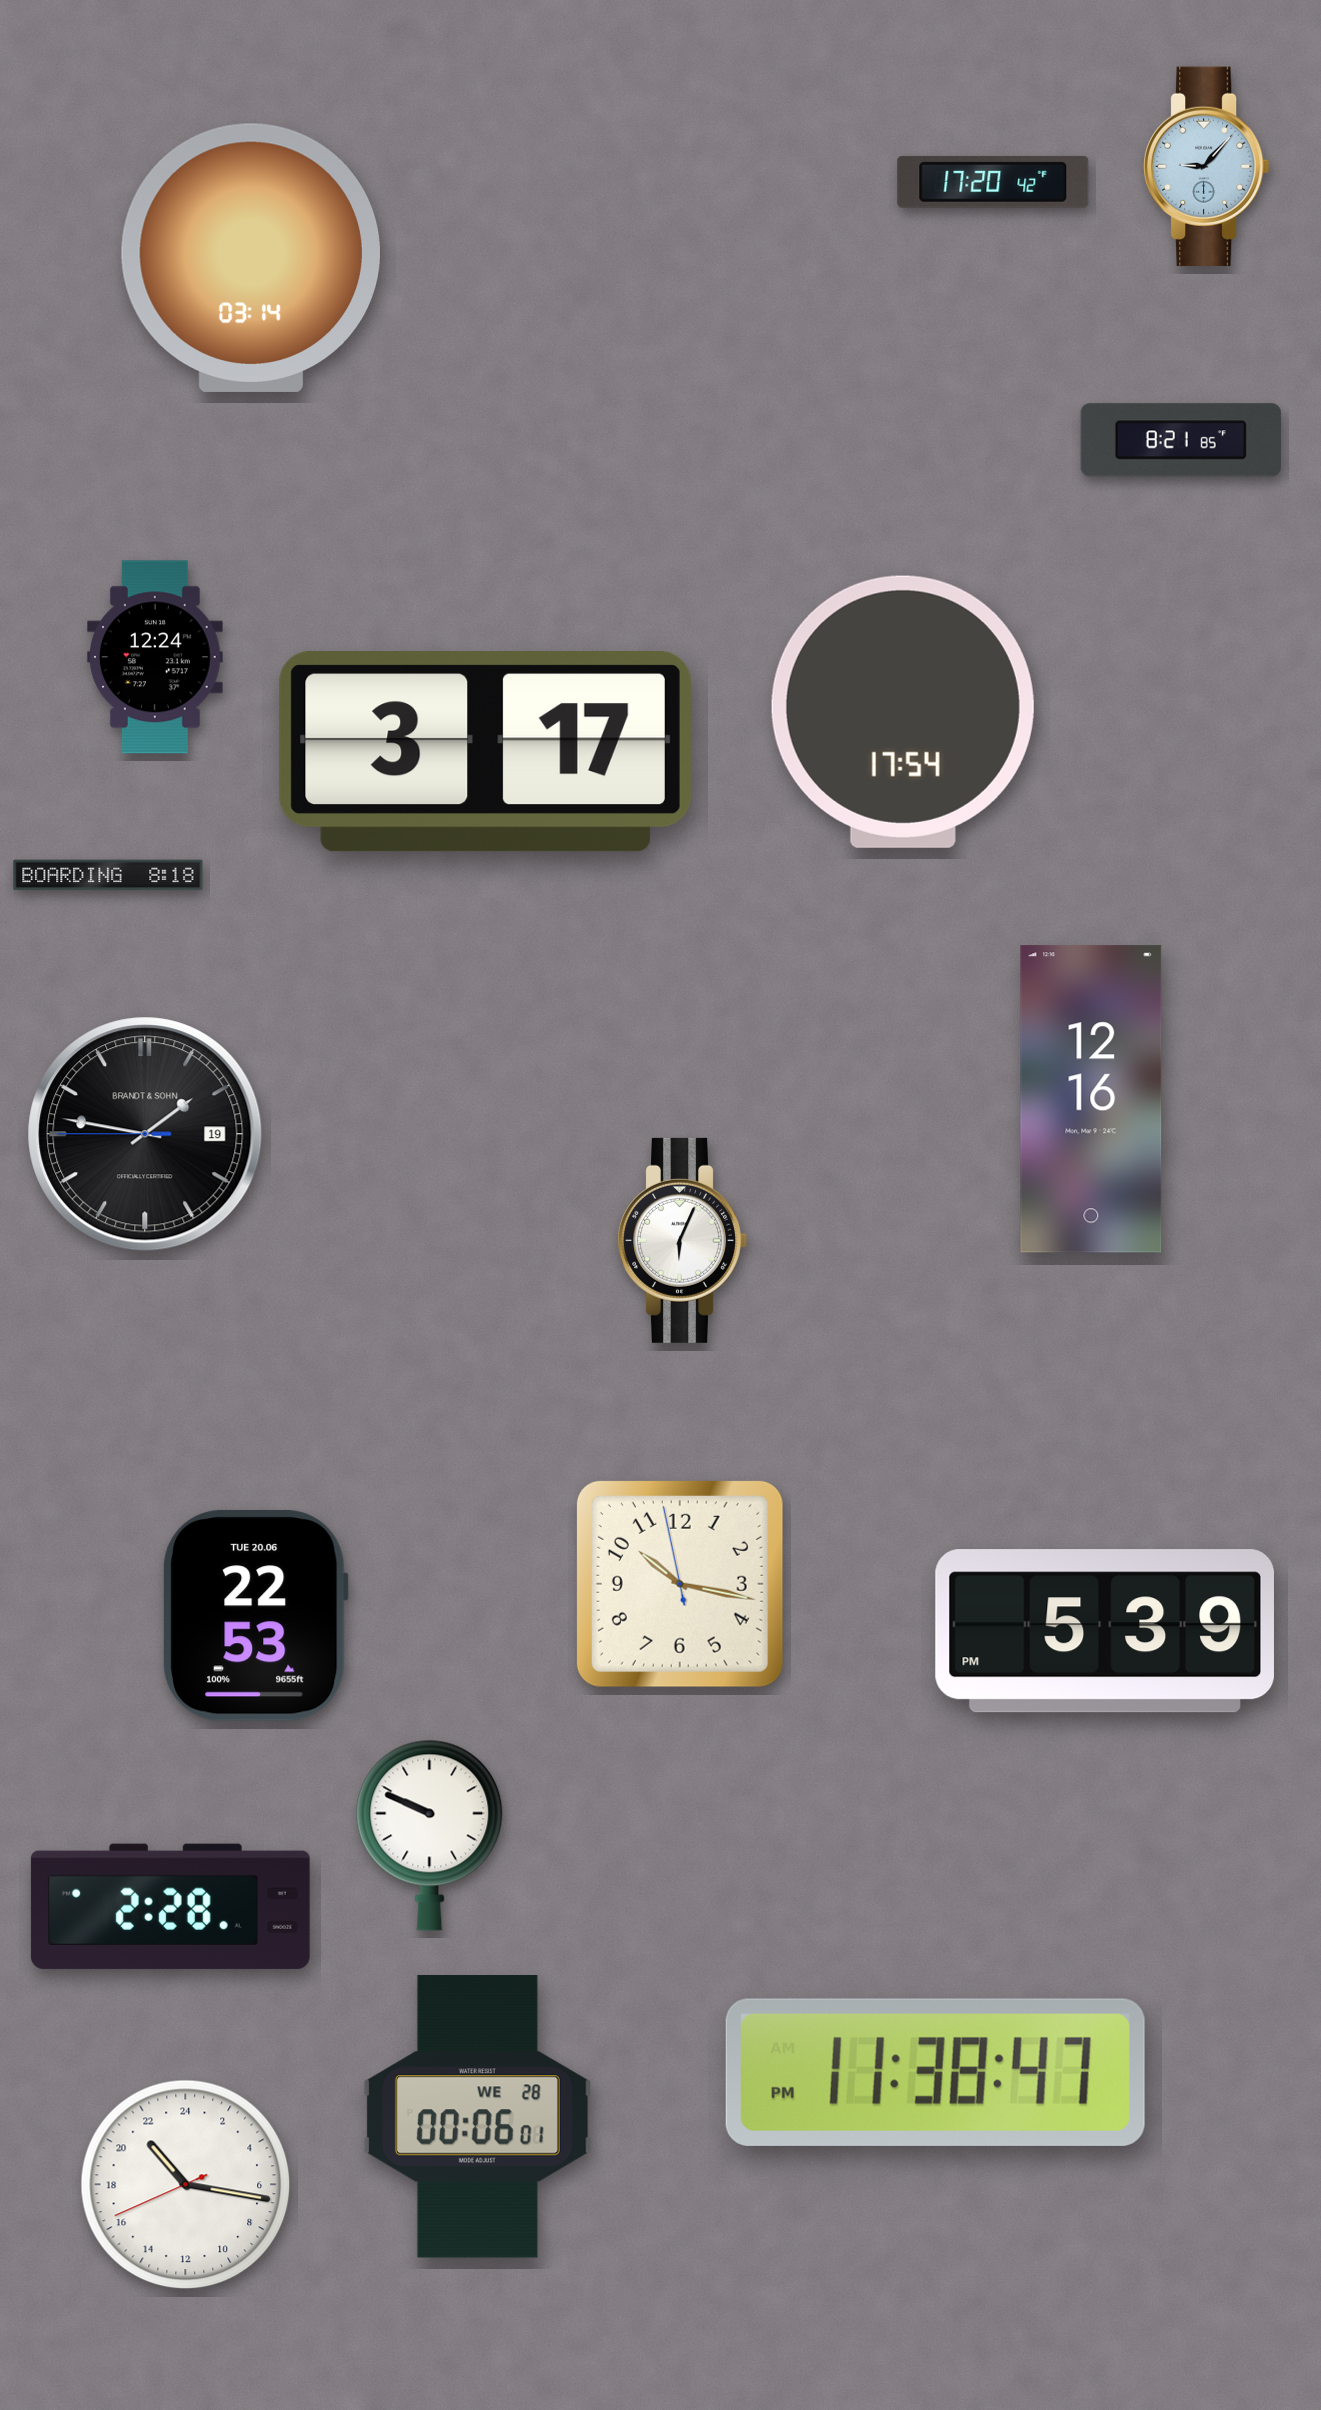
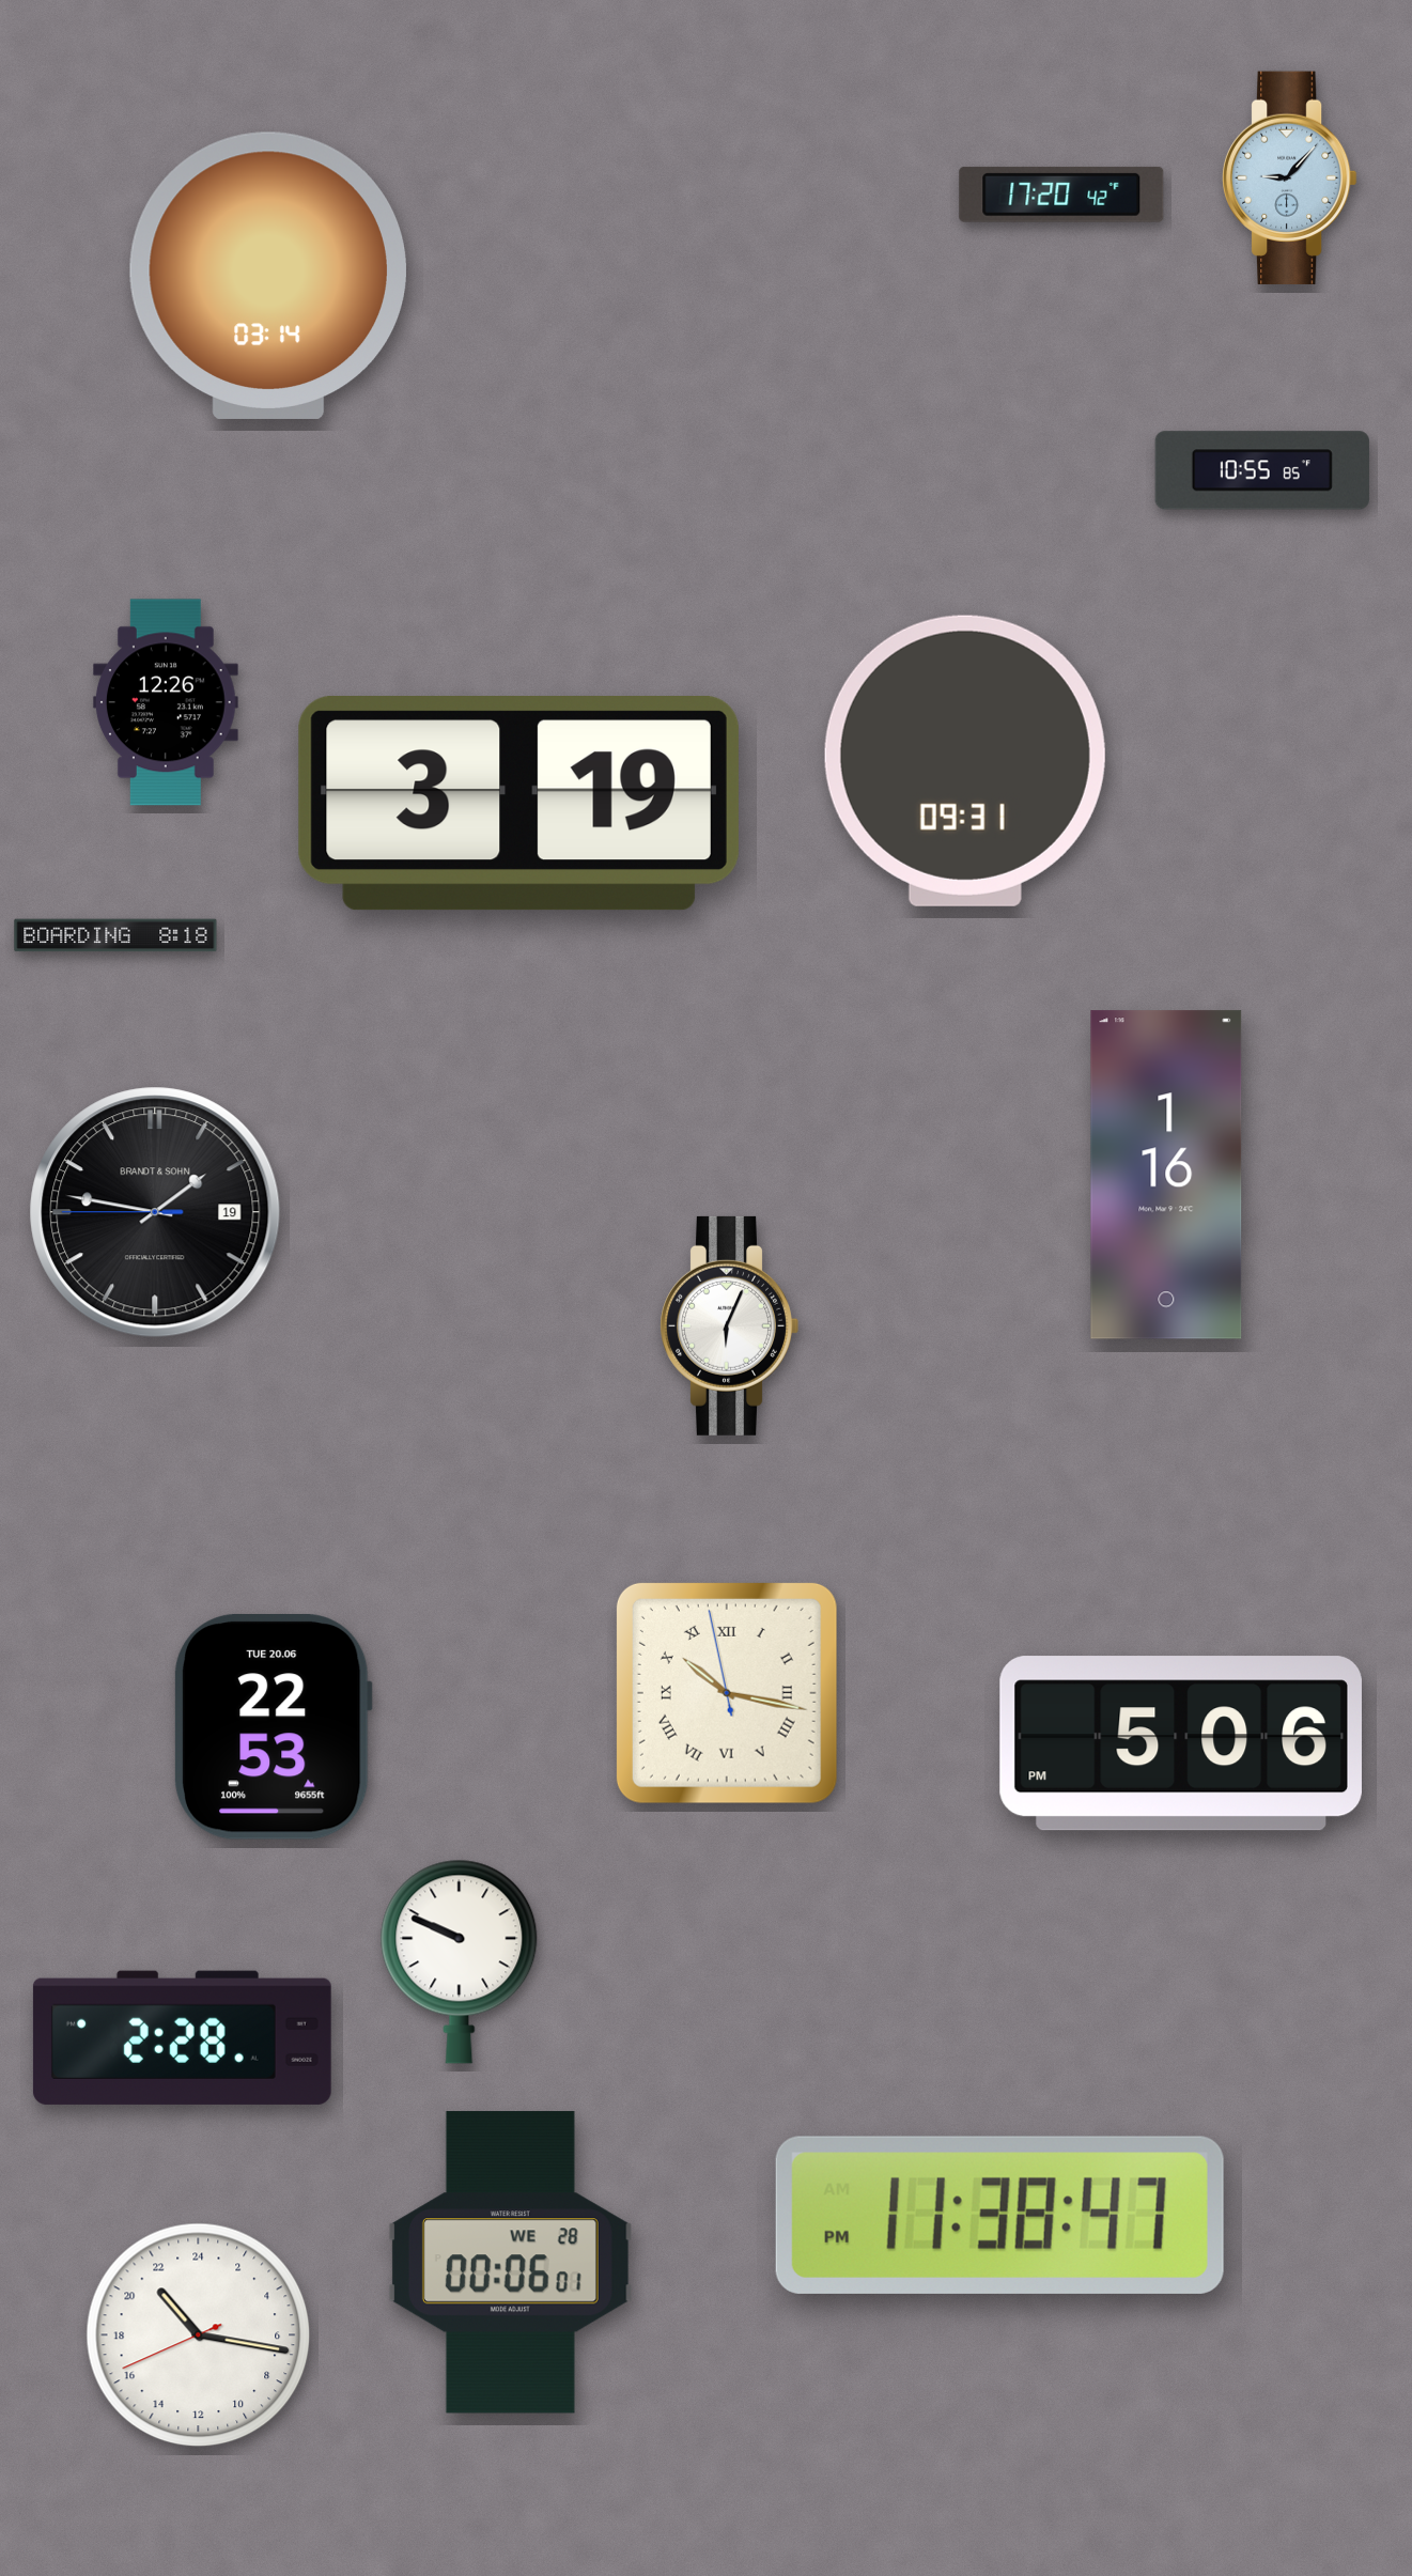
clock at (1181, 440): 8:21 -> 10:55
clock at (155, 657): 12:24 -> 12:26
clock at (903, 712): 17:54 -> 09:31
clock at (485, 752): 3:17 -> 3:19
clock at (1091, 1099): 12:16 -> 1:16
clock at (680, 1584) numerals: Arabic -> Roman
clock at (1105, 1631): 5:39 -> 5:06
